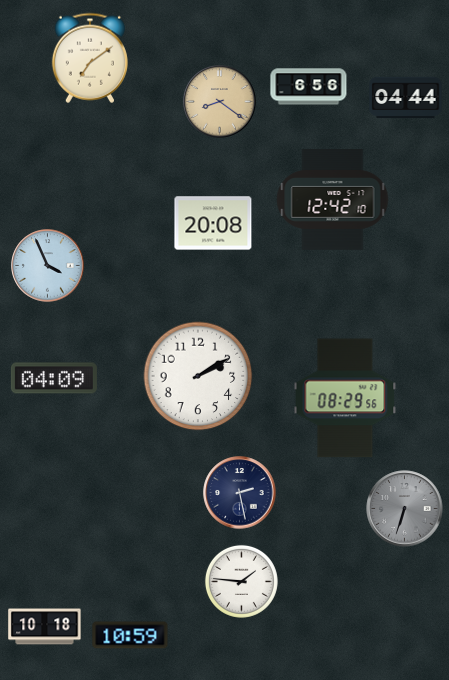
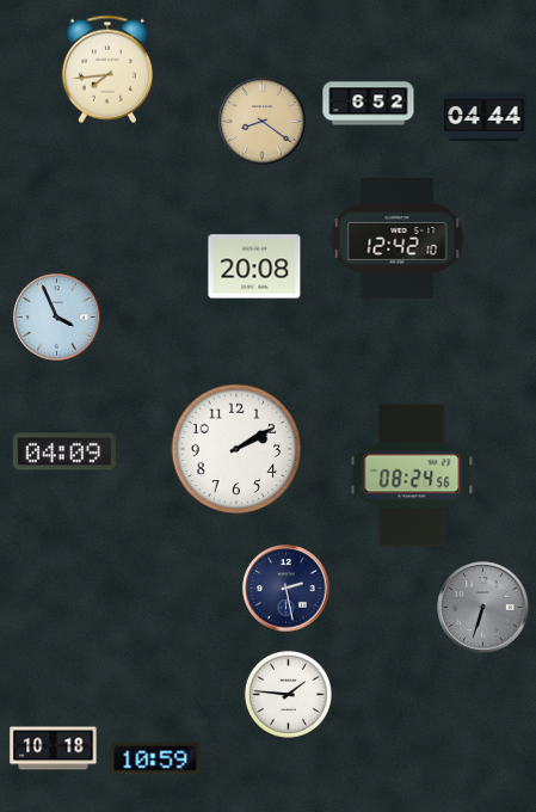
clock at (90, 58): 7:09 -> 7:44
clock at (309, 87): 6:56 -> 6:52
clock at (345, 398): 08:29 -> 08:24
